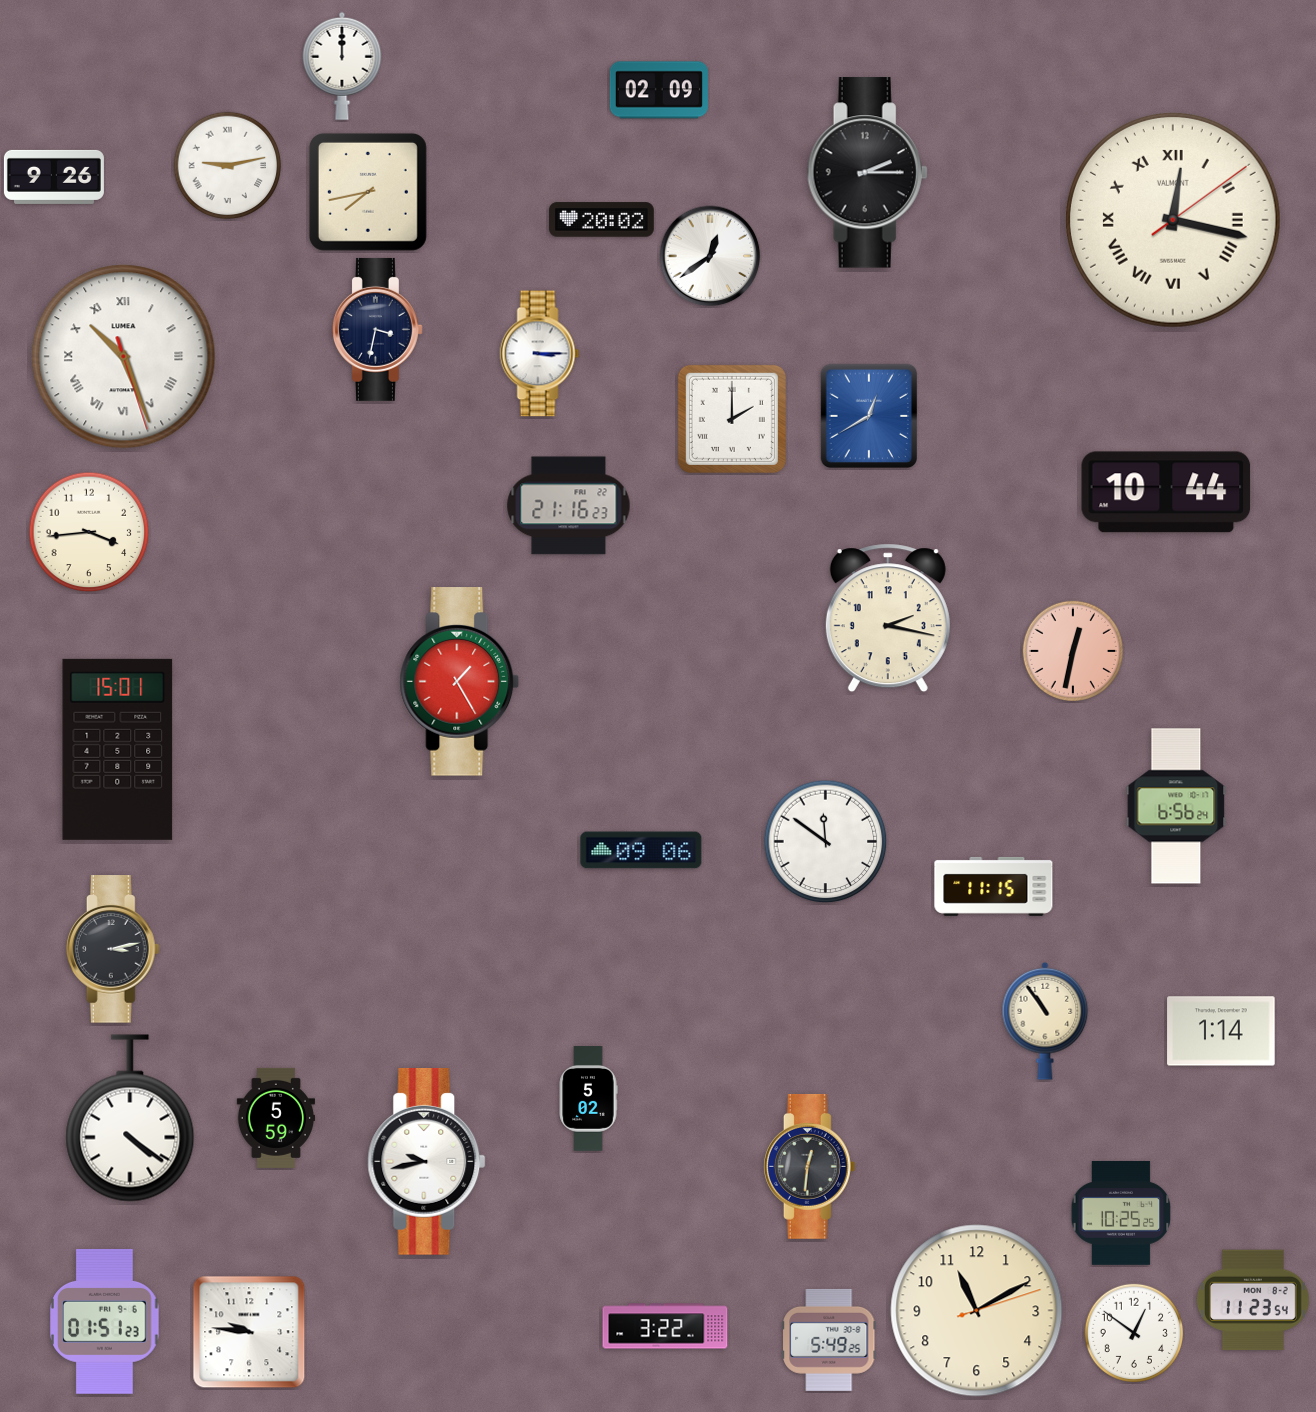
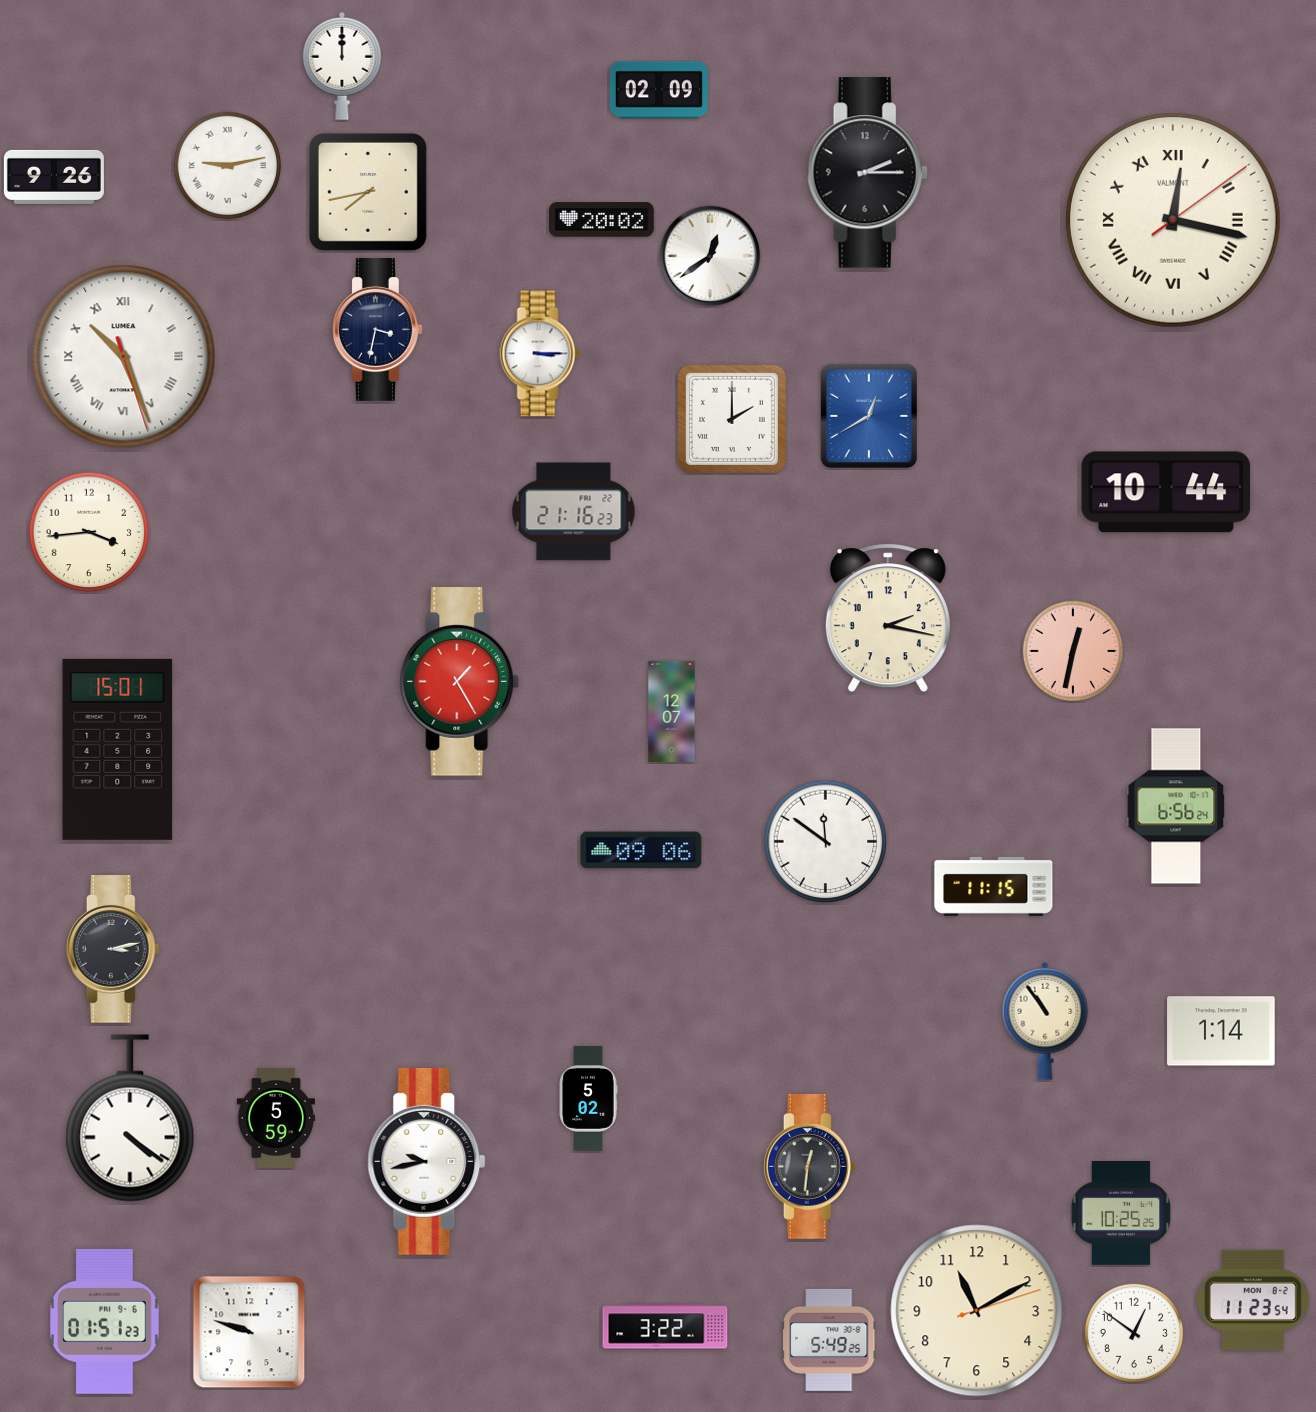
clock at (569, 506) position: (569, 506) -> (574, 512)
clock at (672, 711): none -> 12:07
clock at (249, 1332): 9:46 -> 9:48
